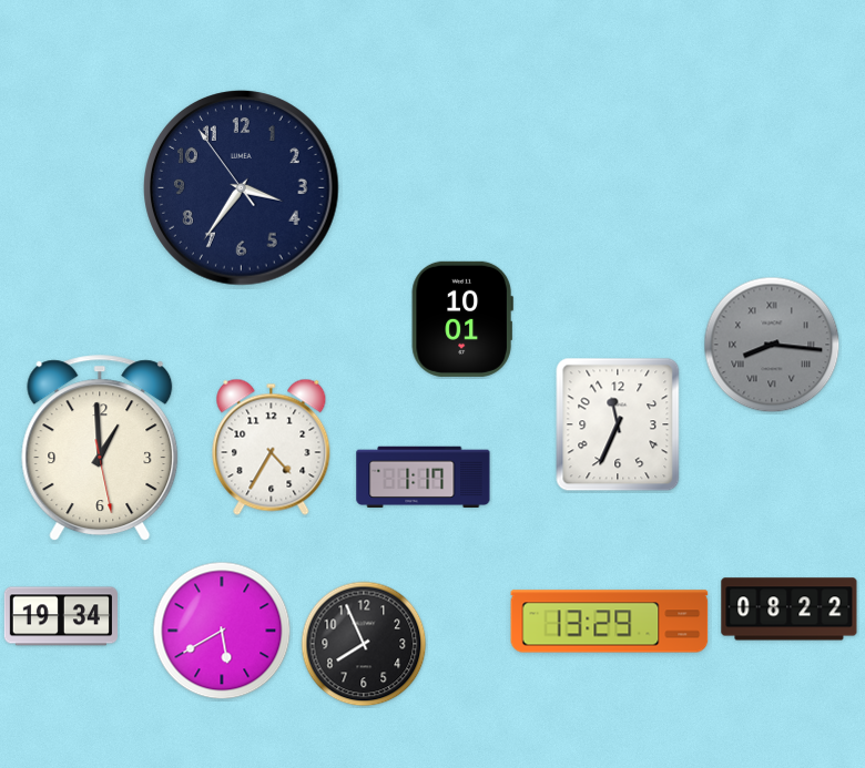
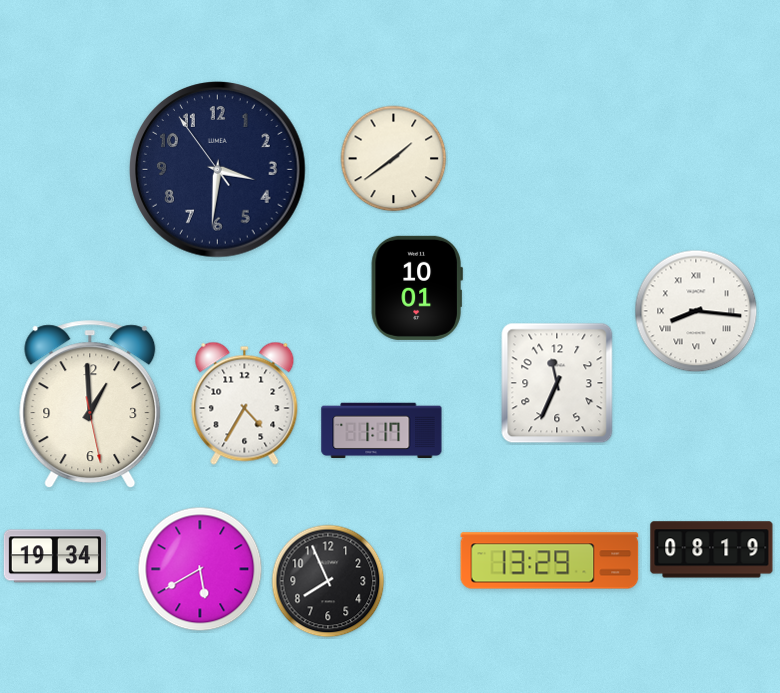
clock at (394, 159): none -> 1:39
clock at (242, 188): 3:35 -> 3:30
clock at (772, 345) dial: grey -> white
clock at (790, 610): 08:22 -> 08:19
